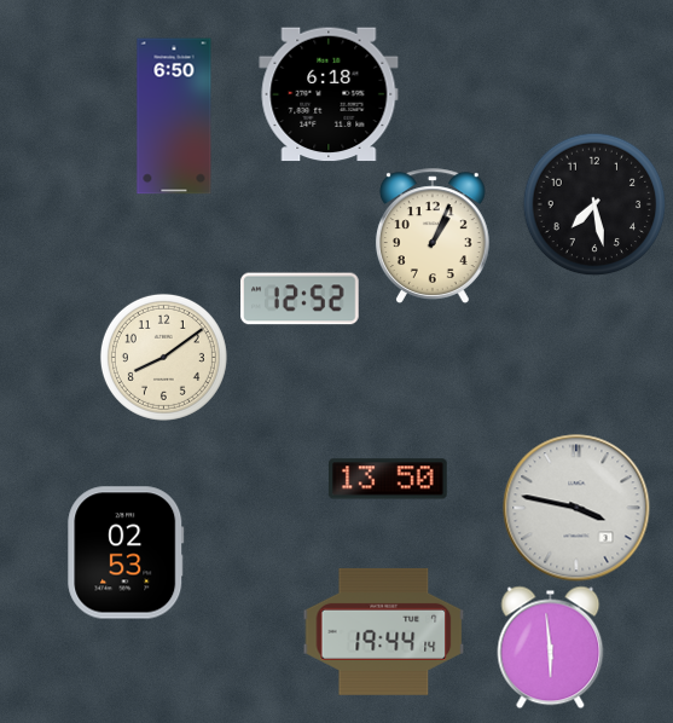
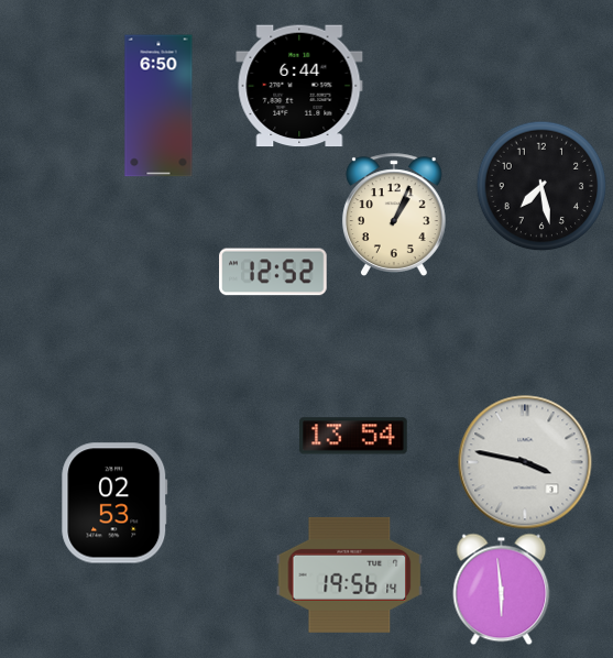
clock at (329, 94): 6:18 -> 6:44
clock at (163, 357): 8:09 -> none
clock at (389, 479): 13:50 -> 13:54
clock at (384, 631): 19:44 -> 19:56
